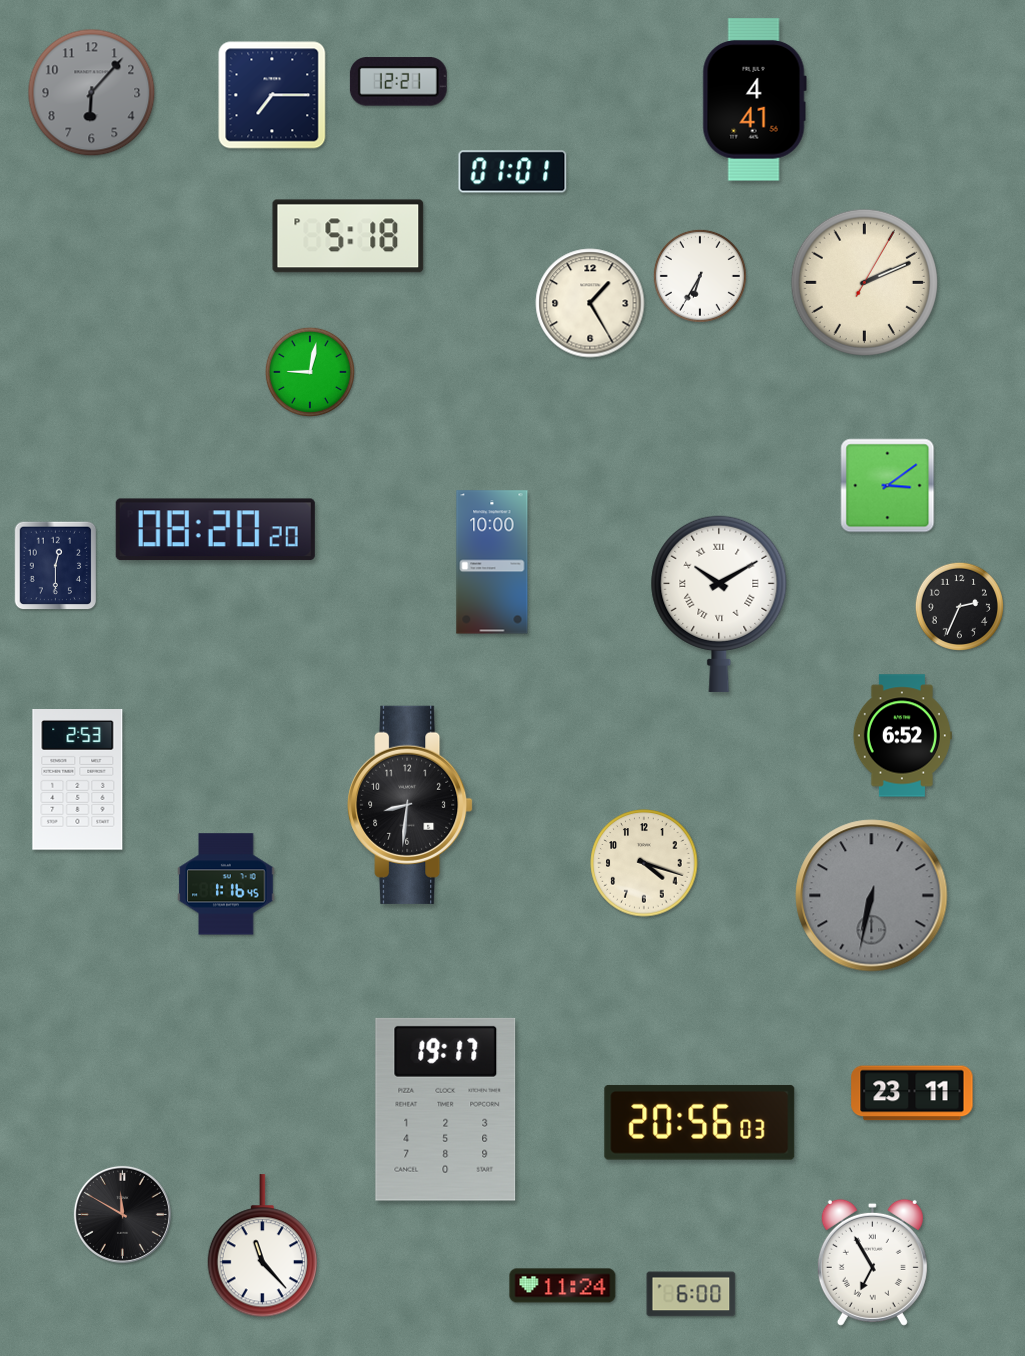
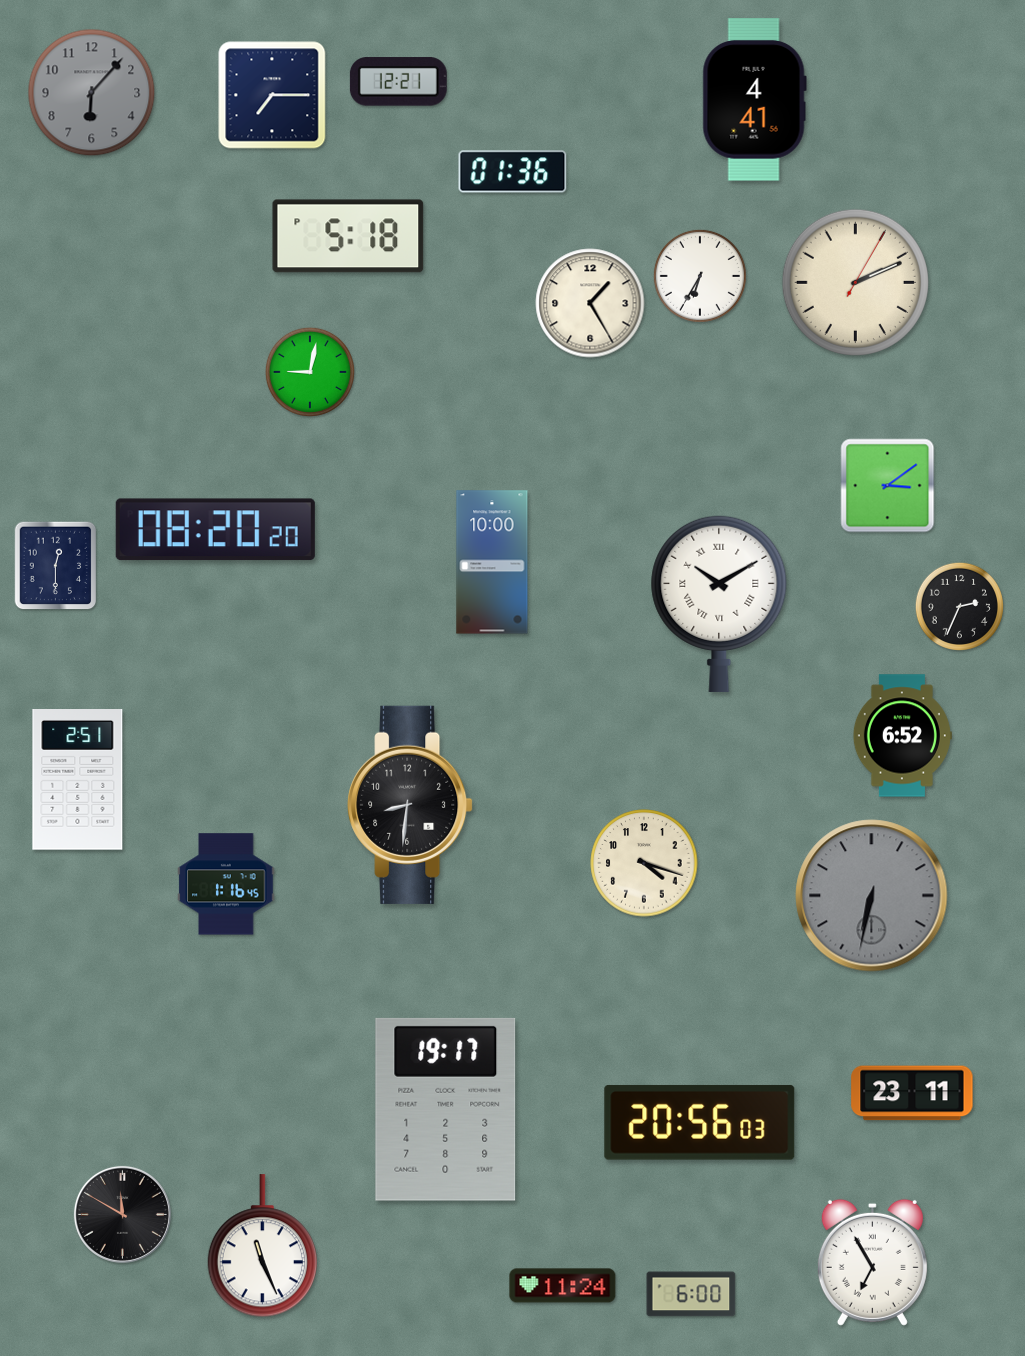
clock at (513, 172): 01:01 -> 01:36
clock at (864, 282) position: (864, 282) -> (855, 282)
clock at (78, 780): 2:53 -> 2:51
clock at (262, 1246): 11:23 -> 11:26
